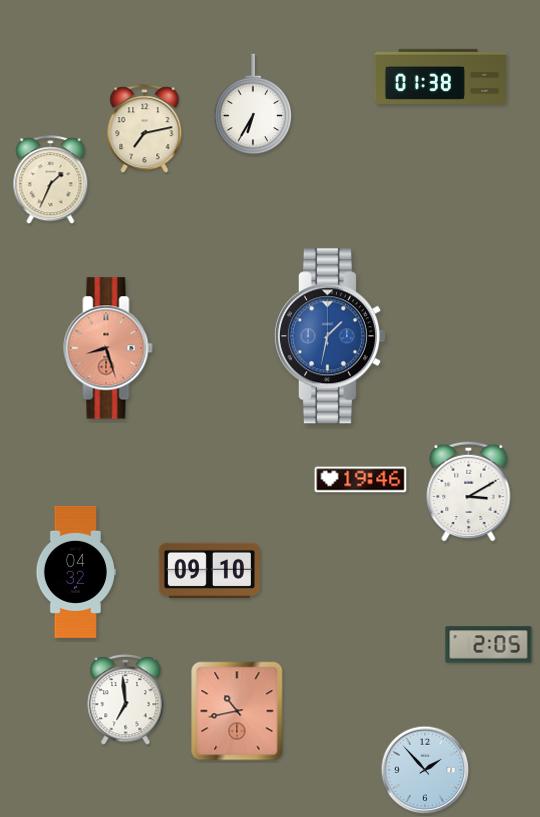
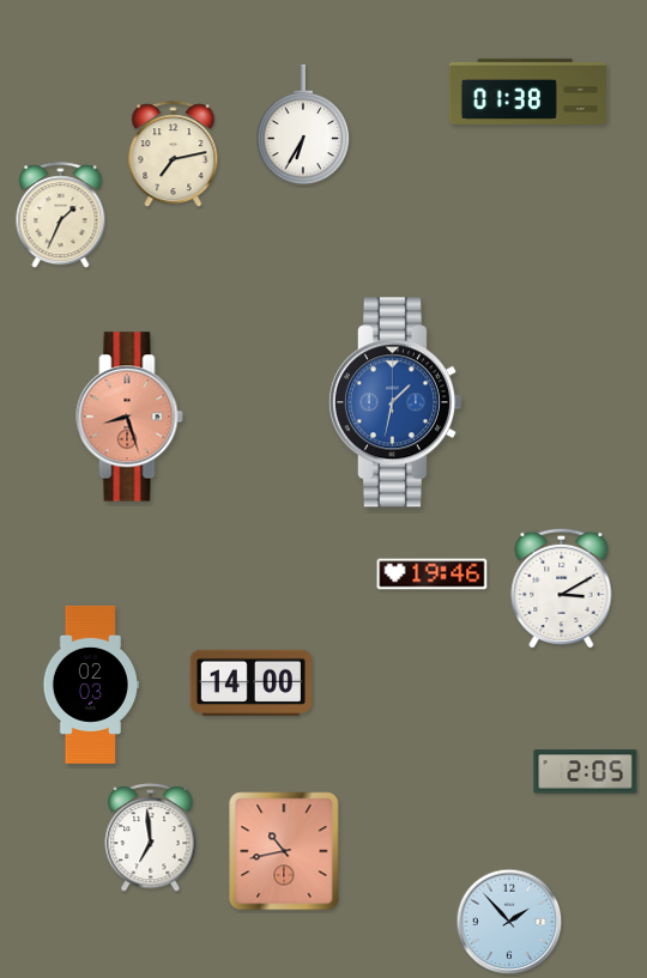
clock at (209, 570): 09:10 -> 14:00
clock at (76, 572): 04:32 -> 02:03
